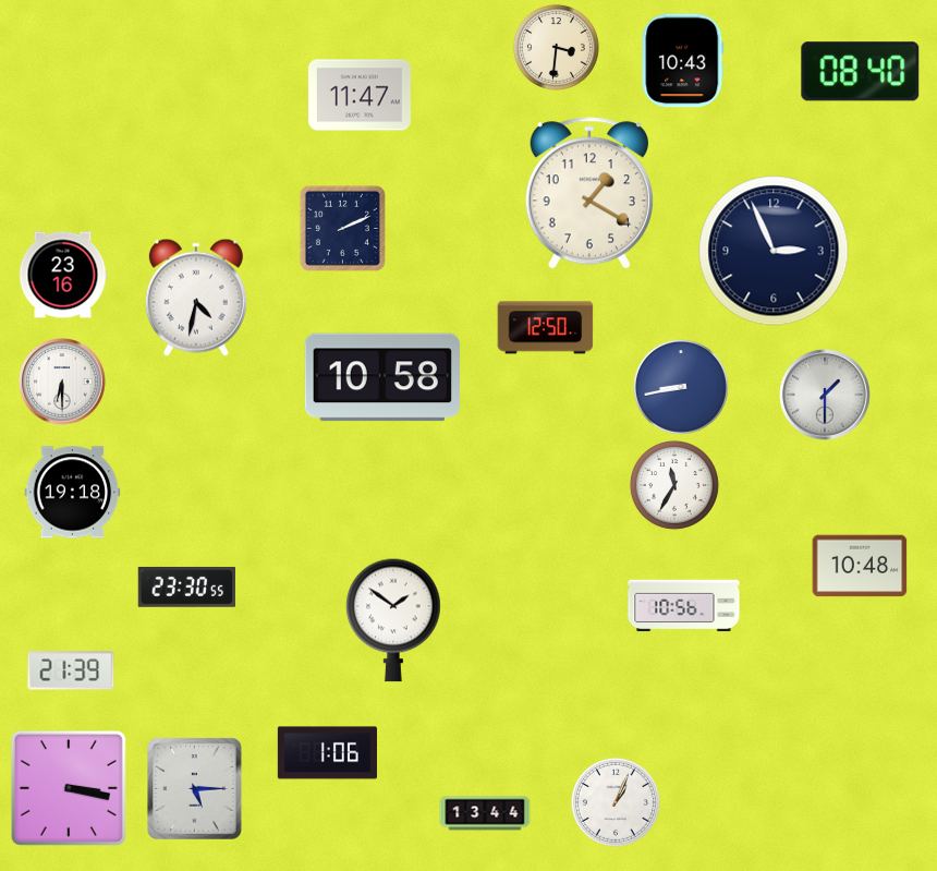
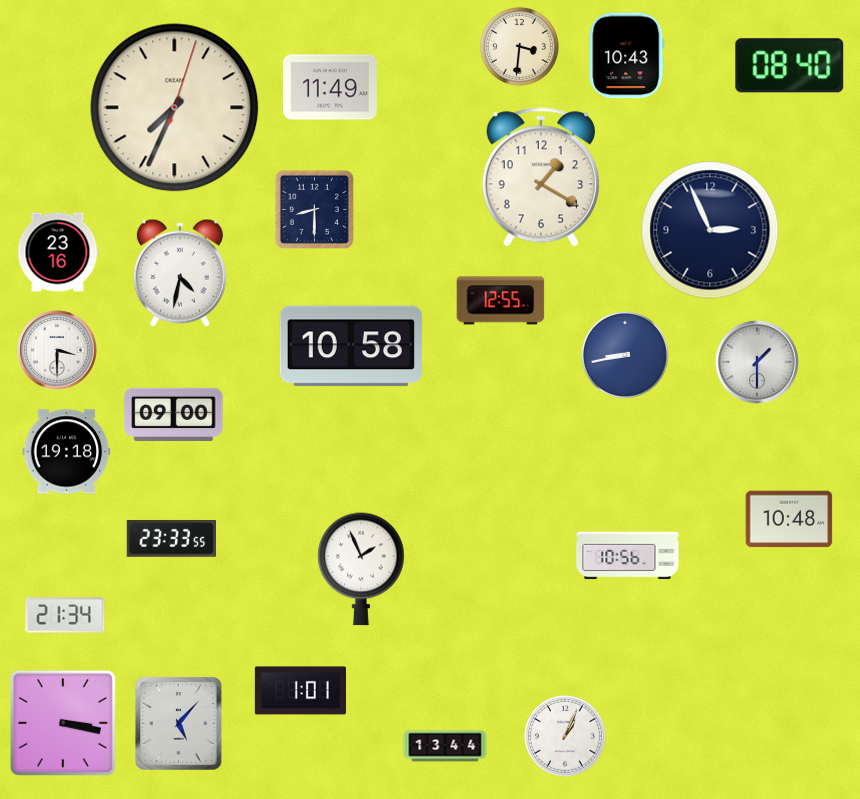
clock at (556, 47) position: (556, 47) -> (519, 46)
clock at (360, 95): 11:47 -> 11:49
clock at (175, 108): none -> 7:34
clock at (342, 228): 2:11 -> 8:30
clock at (546, 328): 12:50 -> 12:55
clock at (62, 382): 6:30 -> 3:30
clock at (174, 414): none -> 09:00
clock at (674, 485): 11:35 -> none
clock at (186, 588): 23:30 -> 23:33
clock at (393, 620): 1:51 -> 1:56
clock at (71, 670): 21:39 -> 21:34
clock at (327, 753): 1:06 -> 1:01
clock at (195, 789): 5:15 -> 5:07
